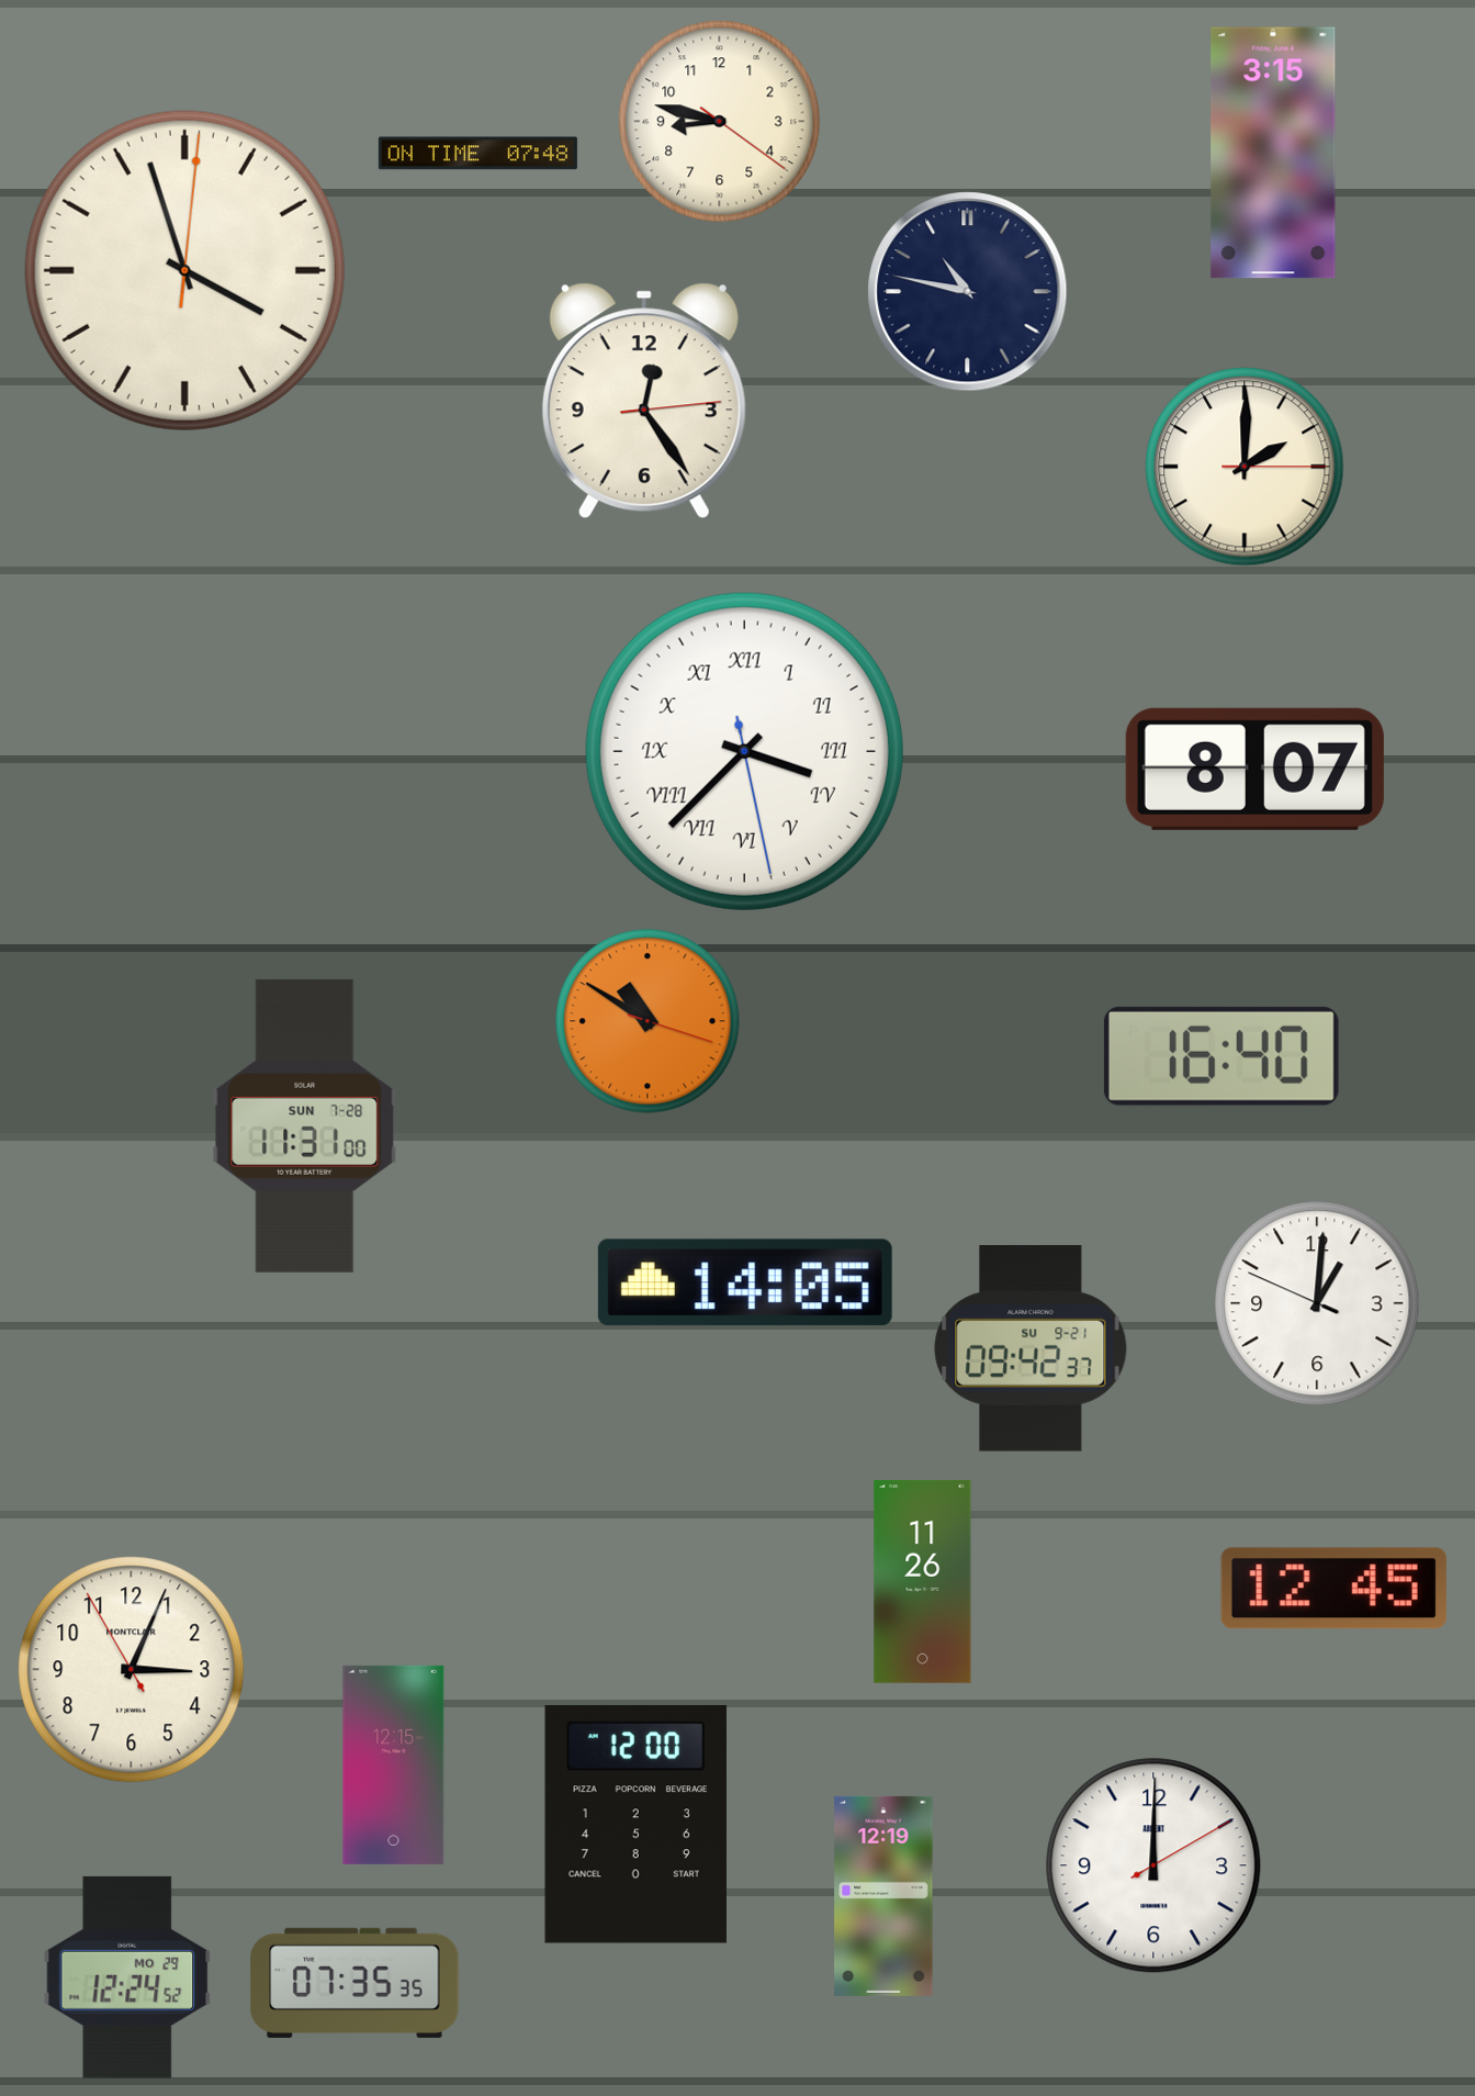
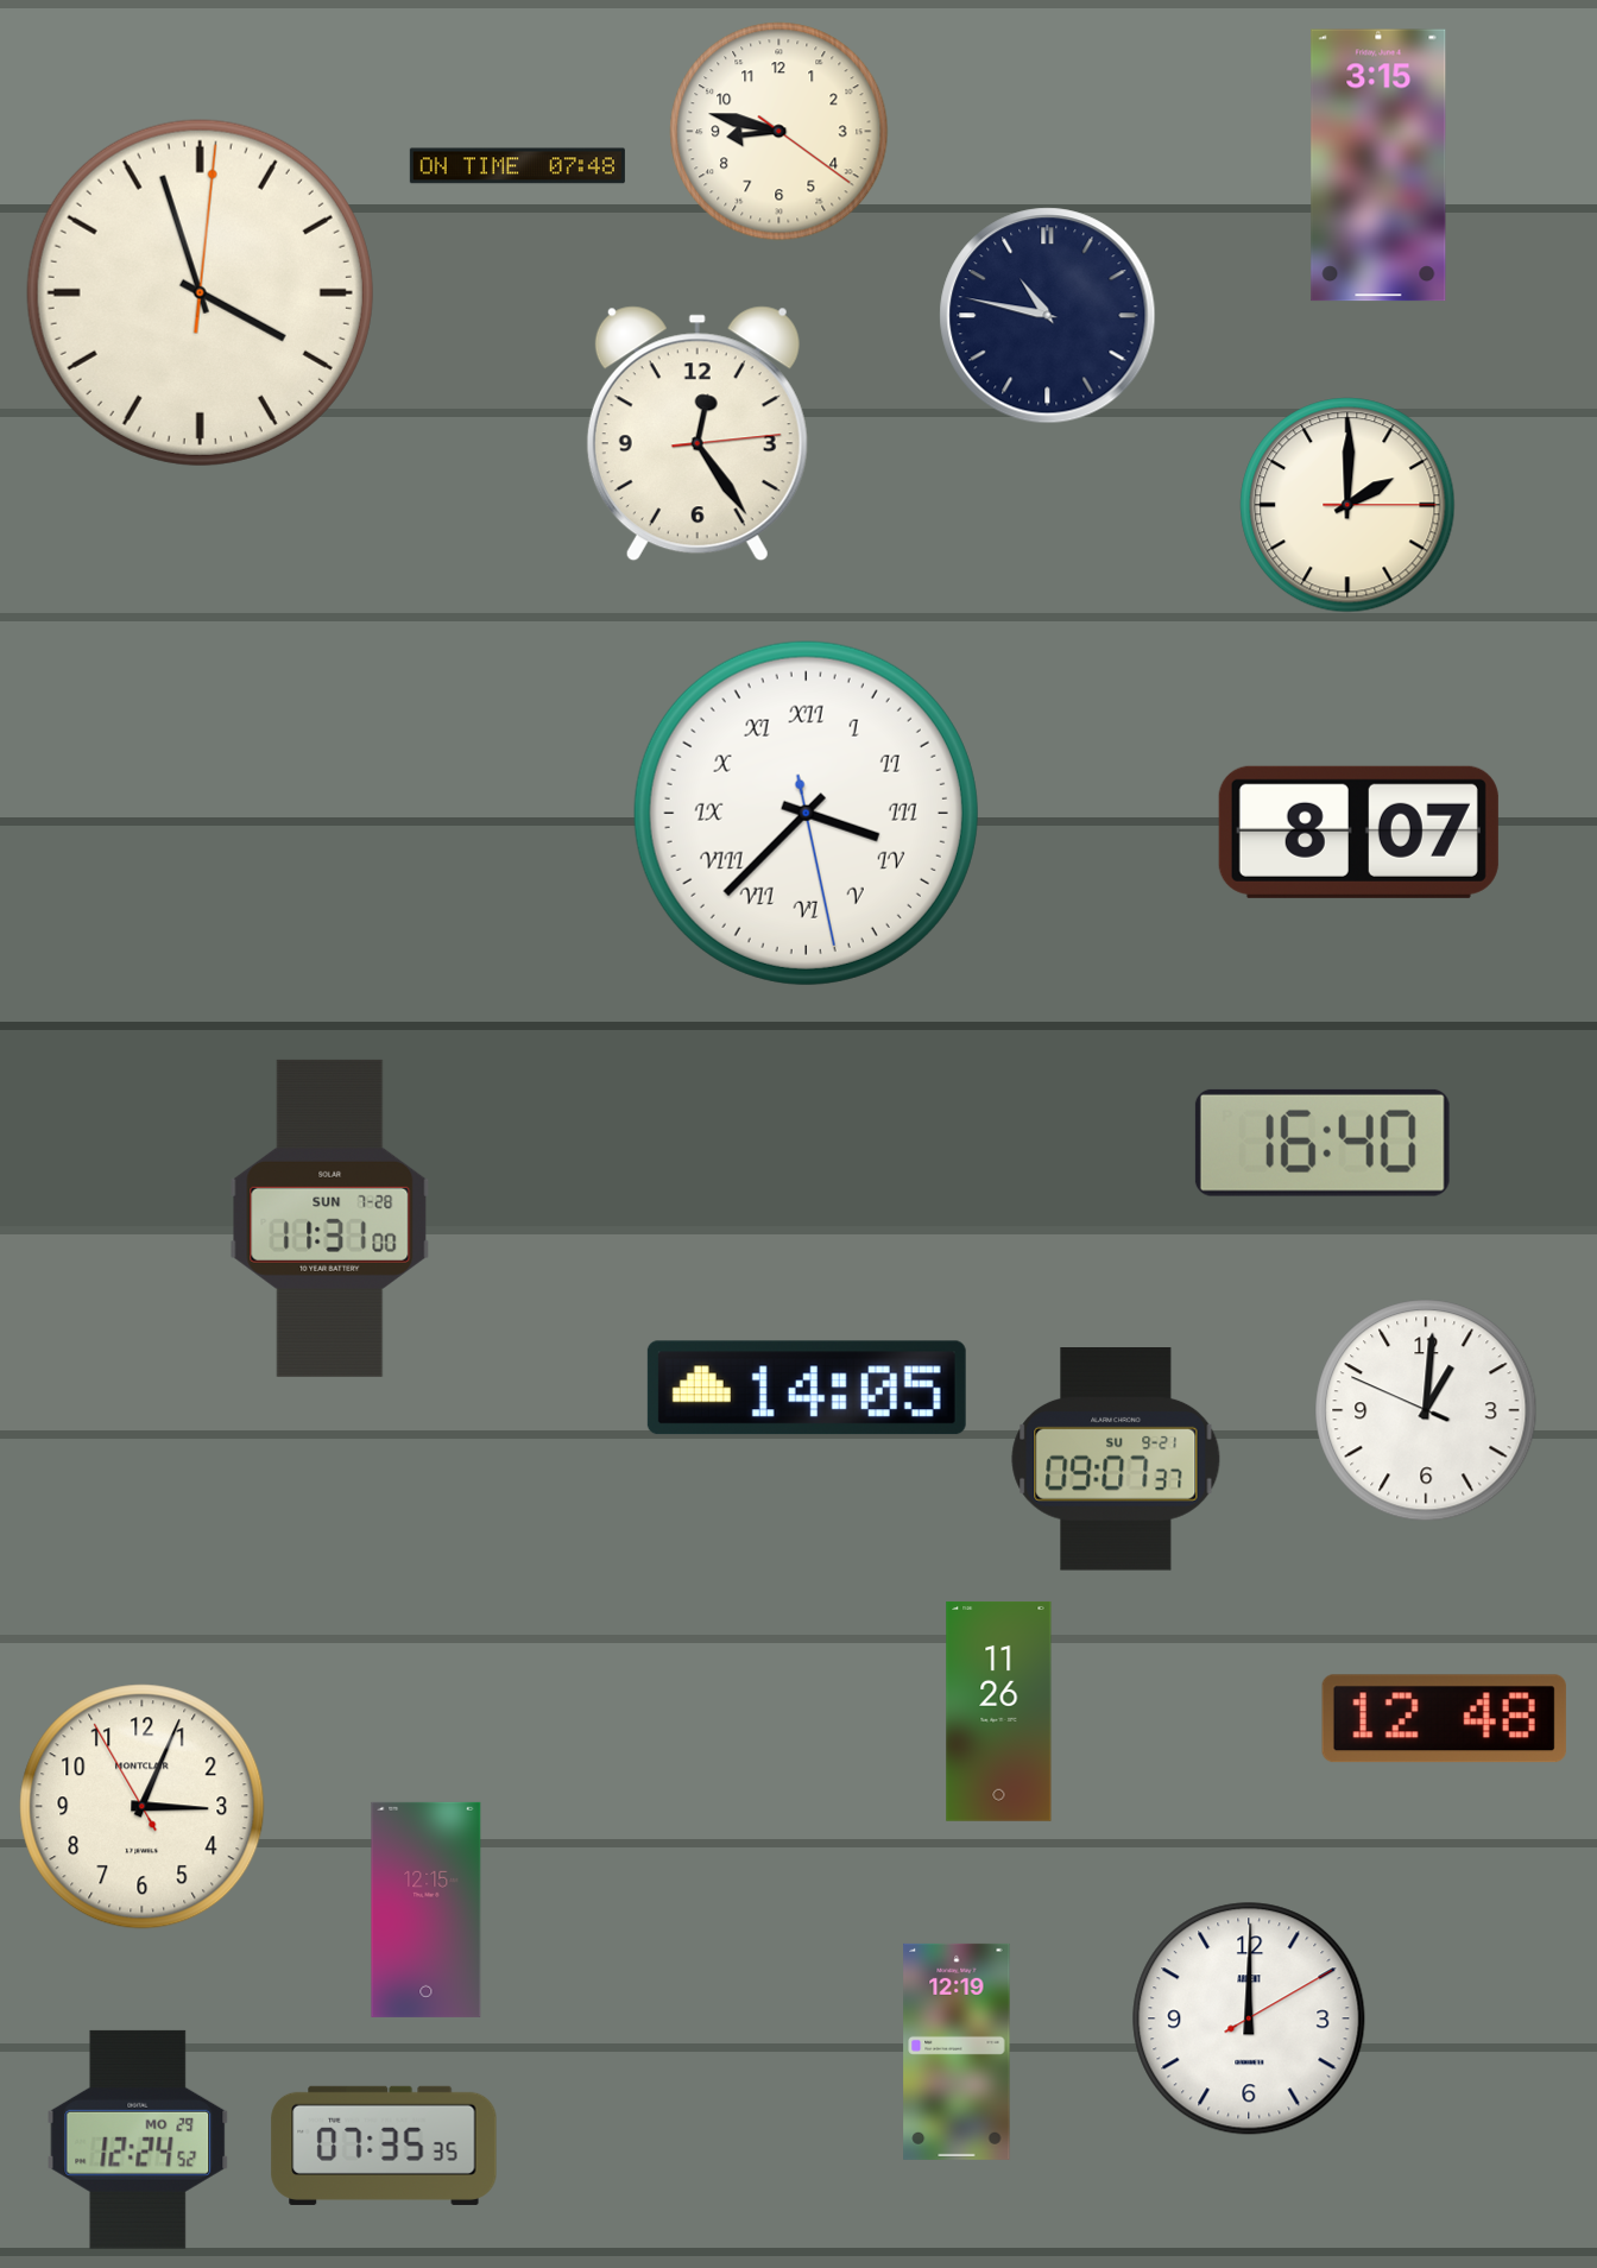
clock at (648, 1021): 10:50 -> none
clock at (1031, 1349): 09:42 -> 09:07
clock at (1333, 1589): 12:45 -> 12:48
clock at (635, 1825): 12:00 -> none
